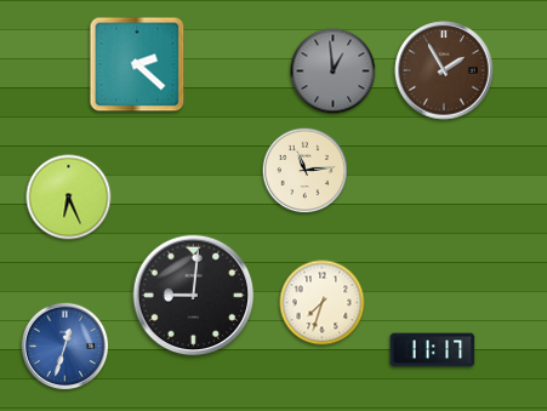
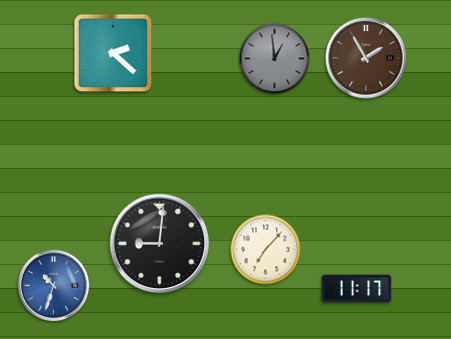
clock at (306, 171): 11:14 -> none
clock at (69, 198): 6:26 -> none
clock at (323, 303): 7:33 -> 7:07
clock at (65, 347): 12:33 -> 10:33
